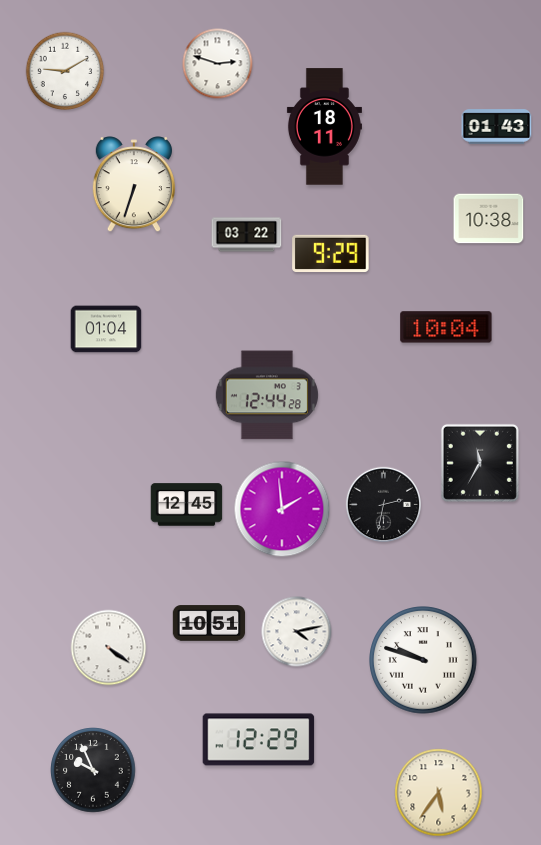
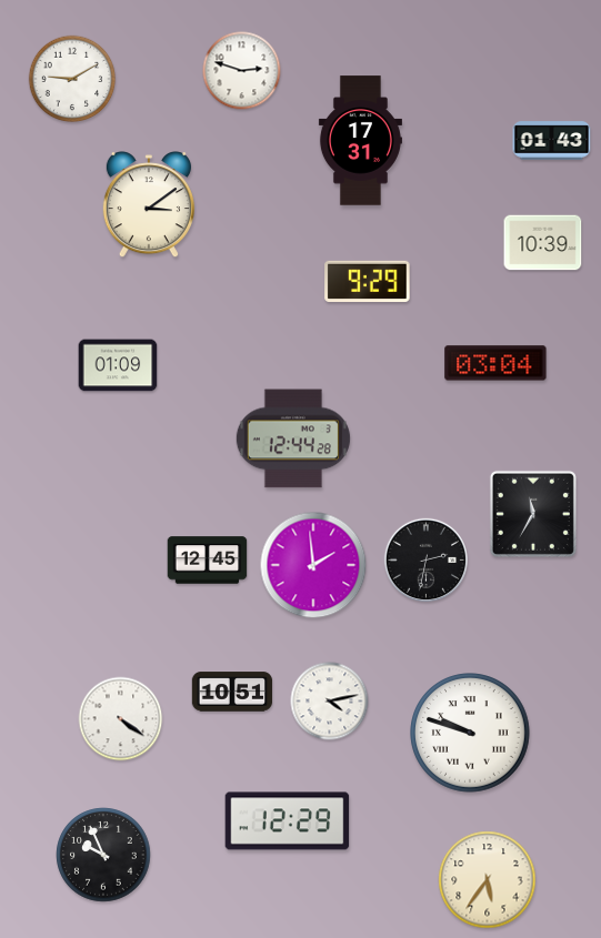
clock at (324, 127): 18:11 -> 17:31
clock at (134, 185): 6:33 -> 3:09
clock at (489, 219): 10:38 -> 10:39
clock at (247, 235): 03:22 -> none
clock at (446, 327): 10:04 -> 03:04
clock at (106, 329): 01:04 -> 01:09
clock at (267, 395) position: (267, 395) -> (293, 438)
